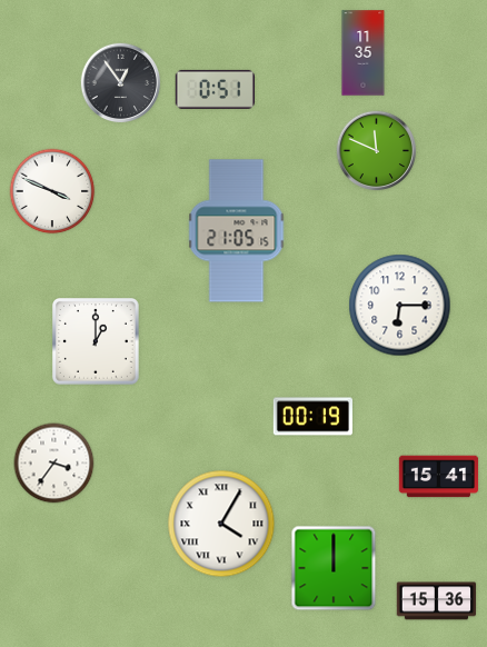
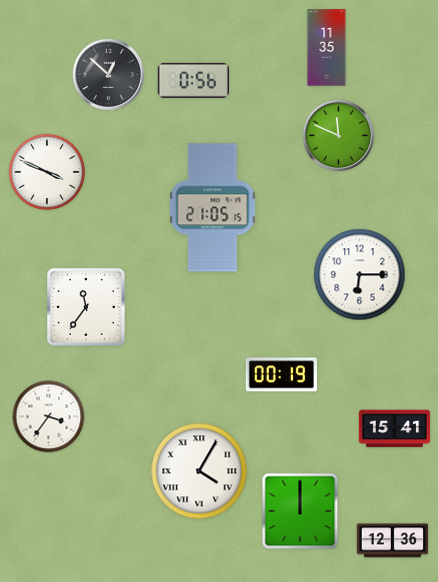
clock at (121, 83): 12:54 -> 12:52
clock at (215, 89): 0:51 -> 0:56
clock at (97, 342): 1:00 -> 11:36
clock at (437, 601): 15:36 -> 12:36
